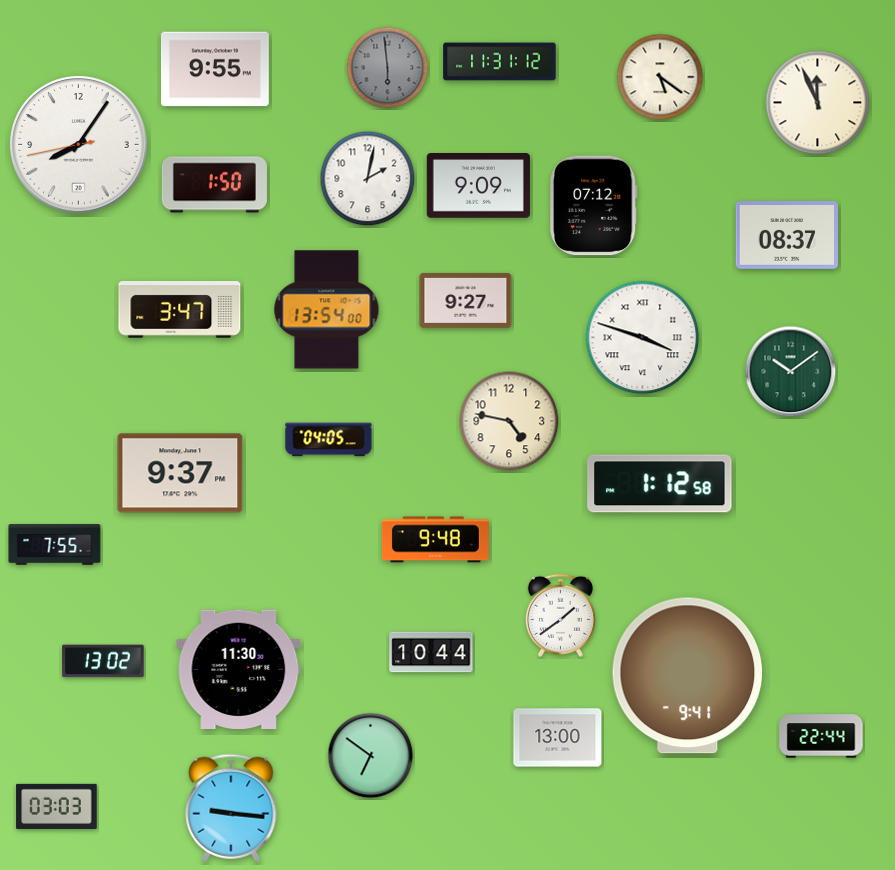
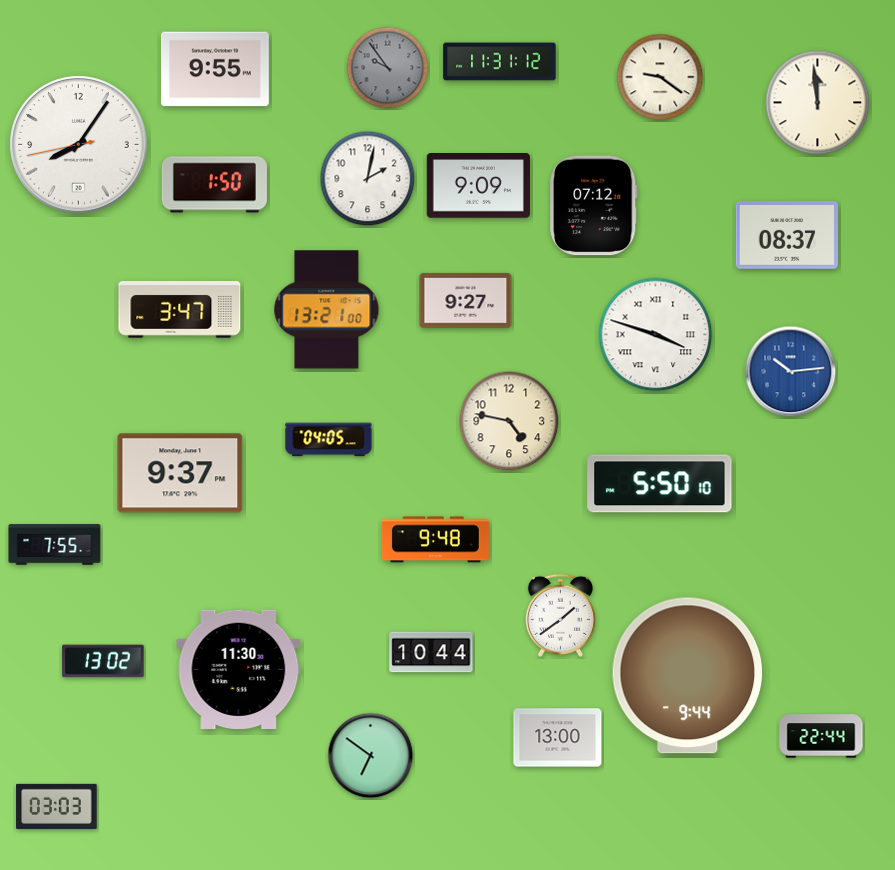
clock at (388, 68): 5:59 -> 9:54
clock at (660, 77): 5:21 -> 9:21
clock at (818, 103): 11:56 -> 11:59
clock at (327, 310): 13:54 -> 13:21
clock at (643, 338) position: (643, 338) -> (656, 335)
clock at (791, 372): 10:09 -> 10:14
clock at (791, 372) dial: green -> blue
clock at (660, 484): 1:12 -> 5:50
clock at (688, 676): 9:41 -> 9:44
clock at (231, 808): 9:16 -> none
